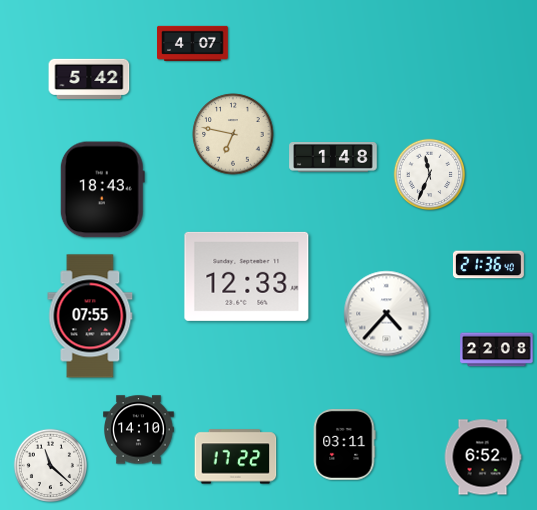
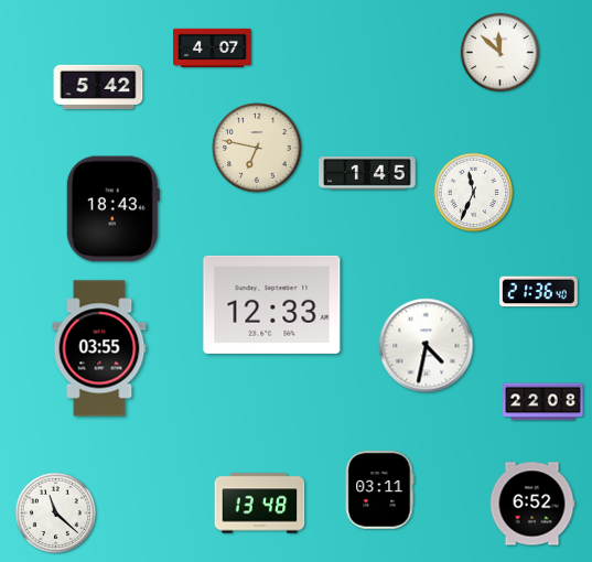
clock at (500, 53): none -> 11:52
clock at (333, 158): 1:48 -> 1:45
clock at (387, 314): 4:37 -> 4:32
clock at (90, 316): 07:55 -> 03:55
clock at (497, 350) position: (497, 350) -> (543, 402)
clock at (139, 430): 14:10 -> none
clock at (236, 457): 17:22 -> 13:48
